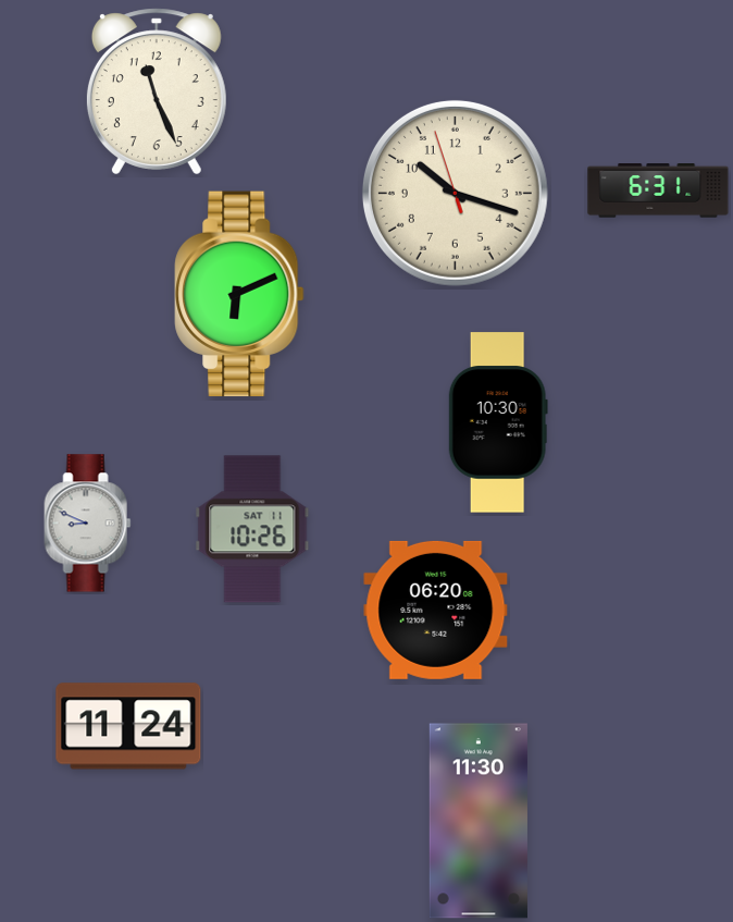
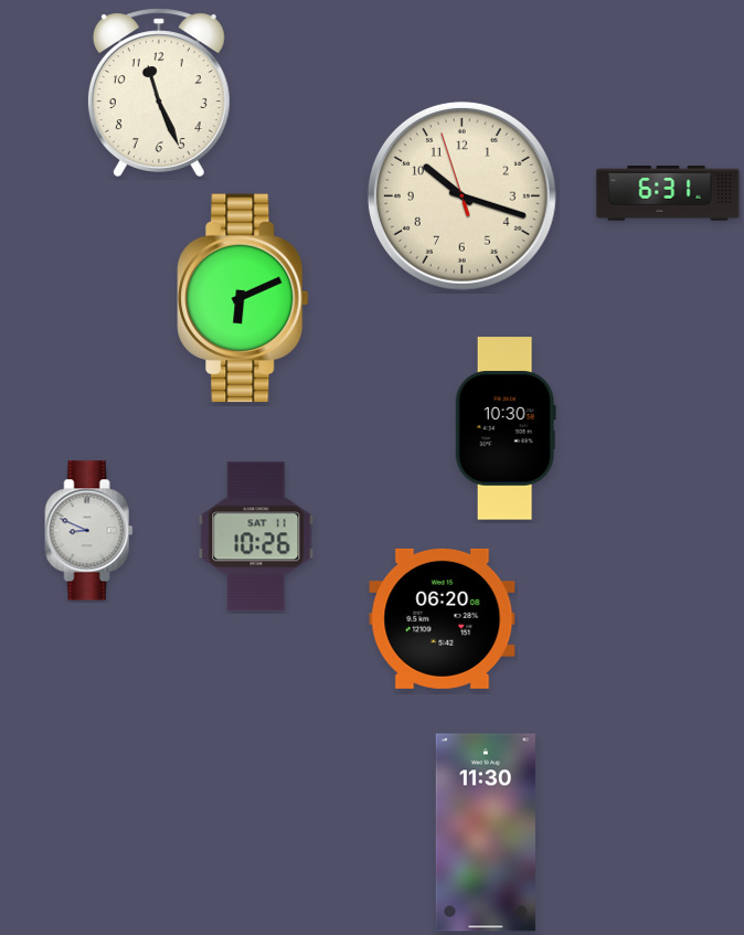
clock at (128, 726): 11:24 -> none
